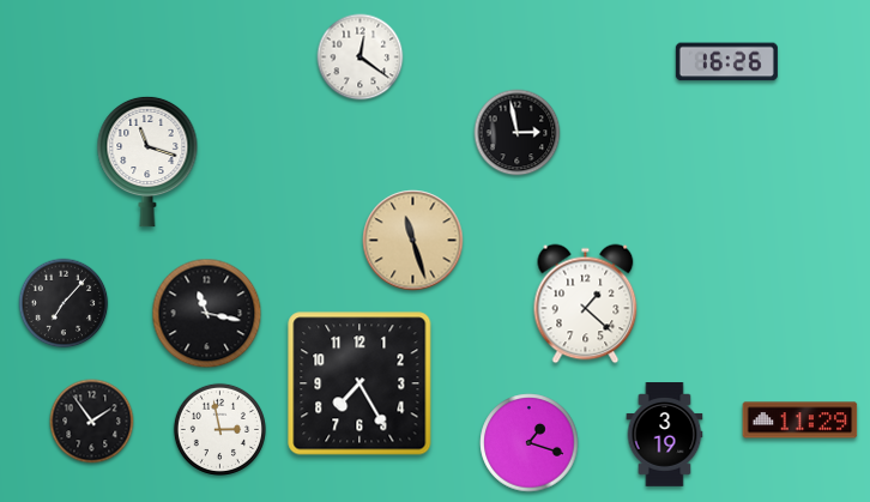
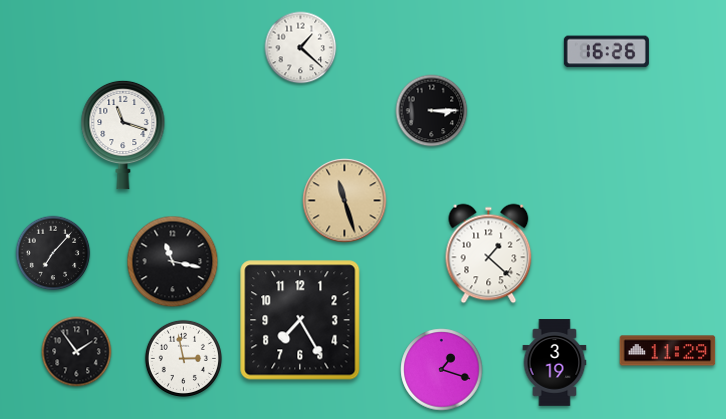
clock at (361, 58): 12:21 -> 1:22
clock at (518, 133): 2:58 -> 3:15
